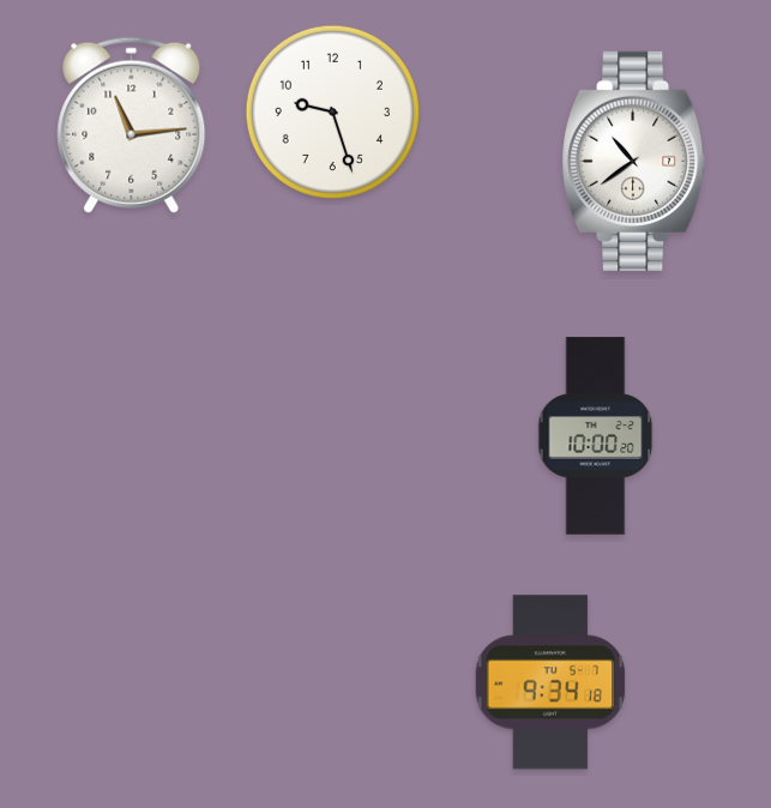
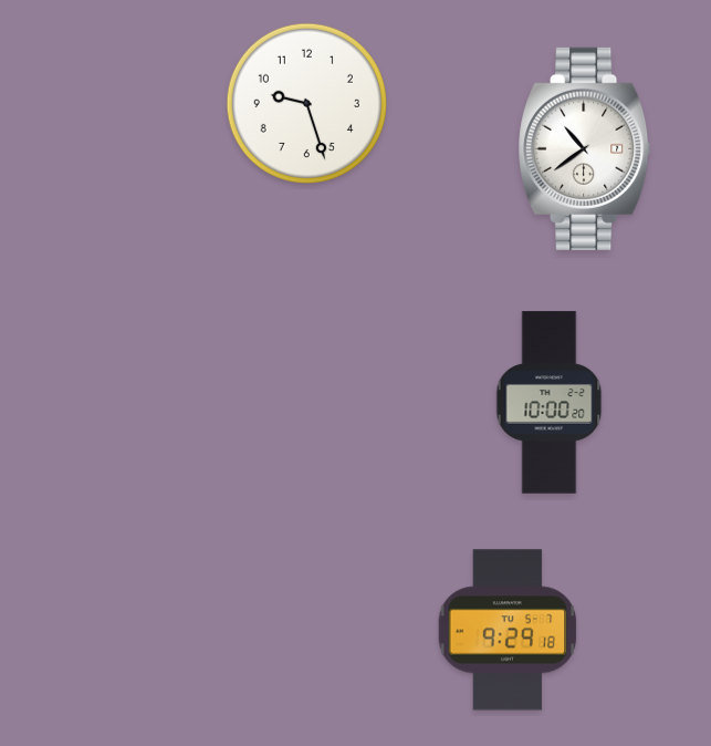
clock at (132, 125): 11:14 -> none
clock at (550, 682): 9:34 -> 9:29
